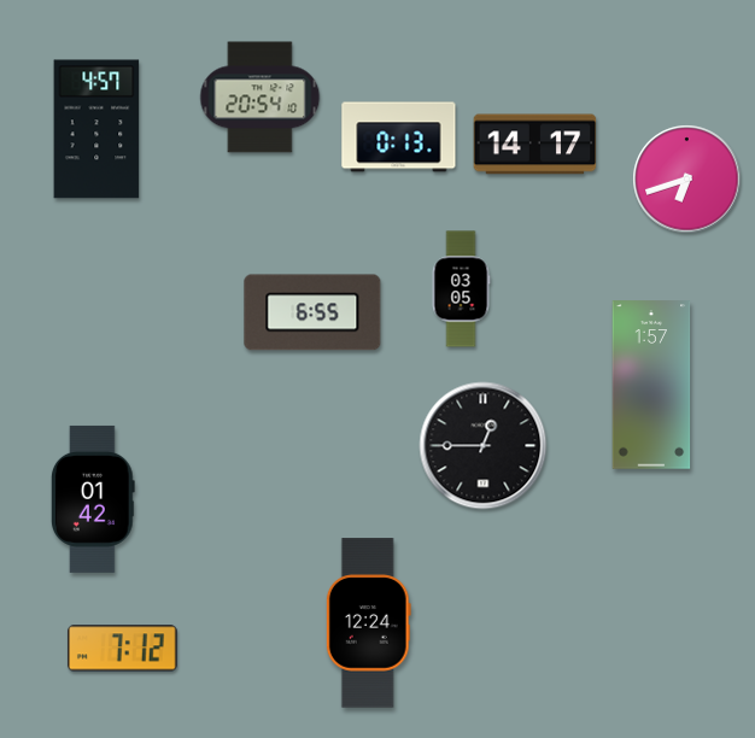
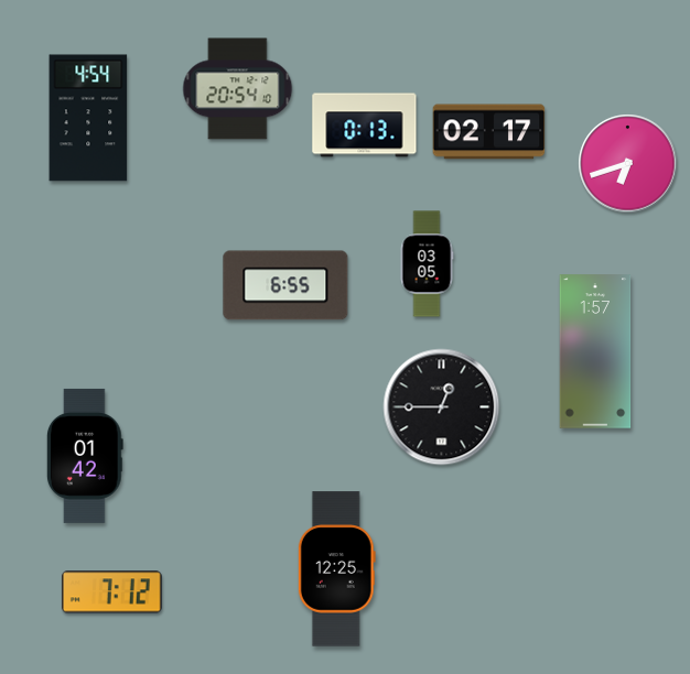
clock at (96, 129): 4:57 -> 4:54
clock at (535, 145): 14:17 -> 02:17
clock at (461, 289) position: (461, 289) -> (427, 264)
clock at (368, 623): 12:24 -> 12:25
